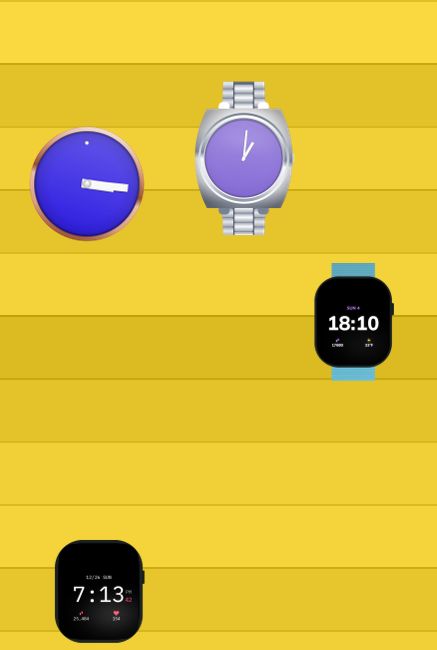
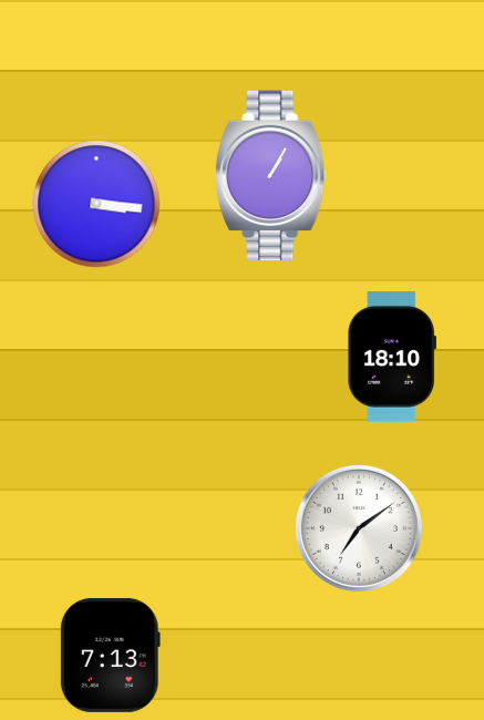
clock at (245, 159): 1:01 -> 1:05
clock at (359, 528): none -> 7:09
